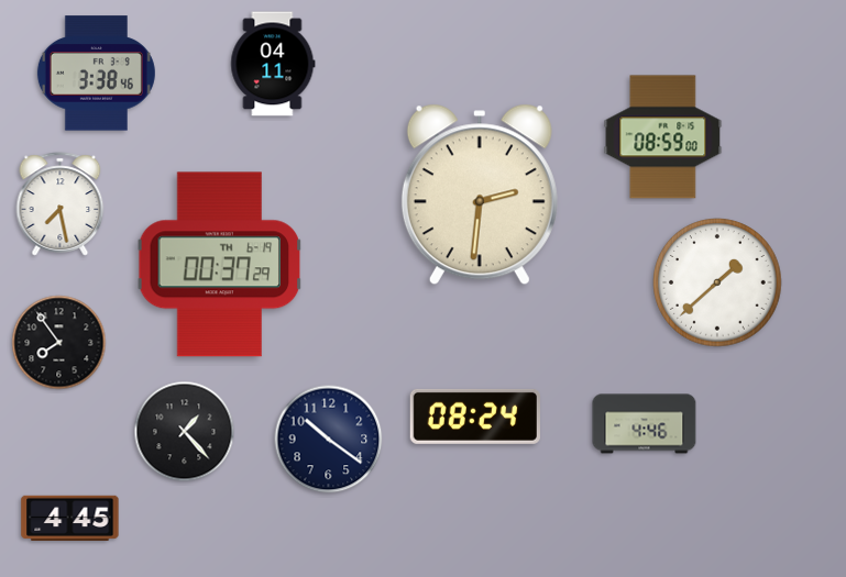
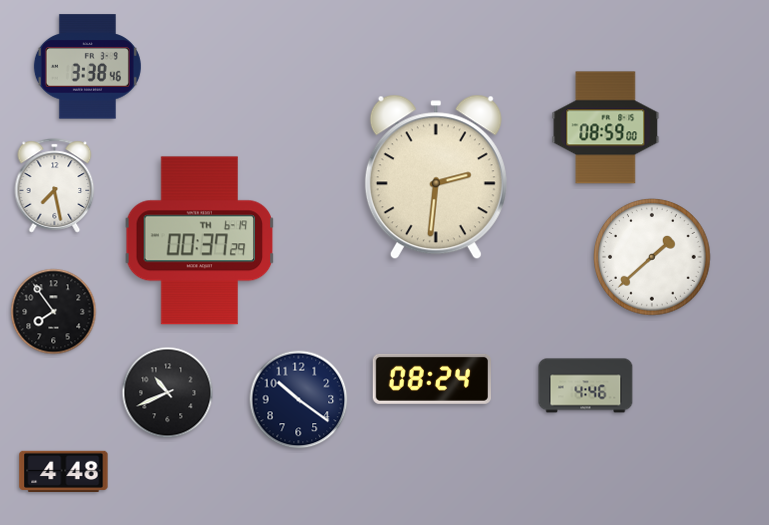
clock at (273, 64): 04:11 -> none
clock at (663, 137) position: (663, 137) -> (606, 128)
clock at (185, 432): 1:23 -> 10:41
clock at (70, 518): 4:45 -> 4:48
